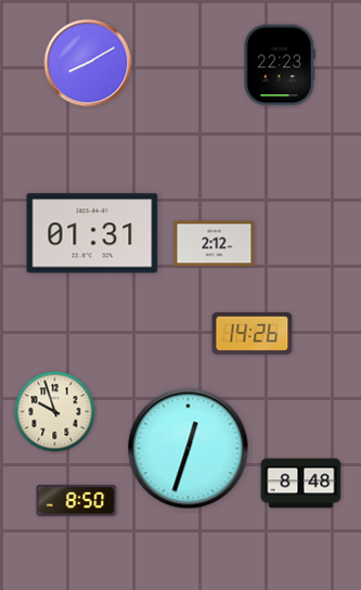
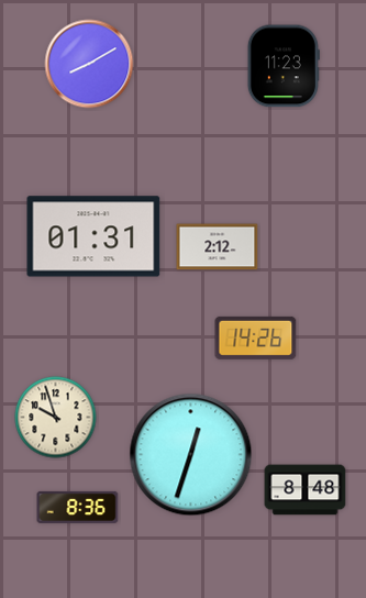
clock at (280, 65): 22:23 -> 11:23
clock at (77, 500): 8:50 -> 8:36
